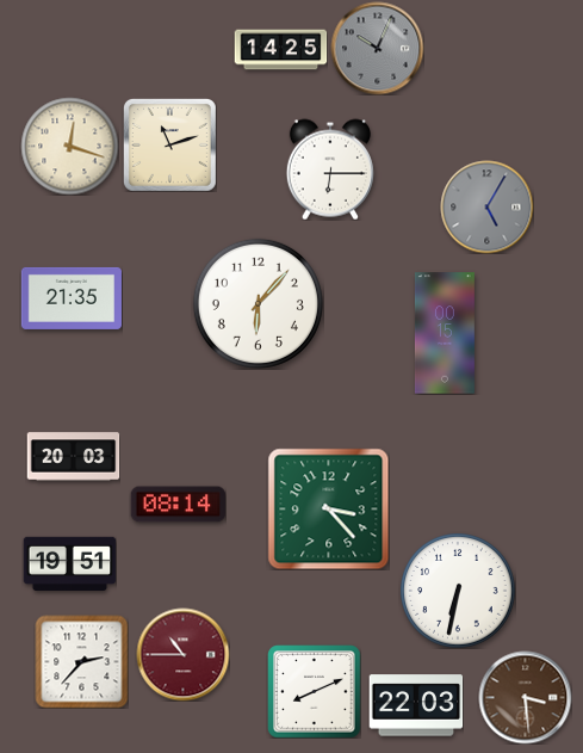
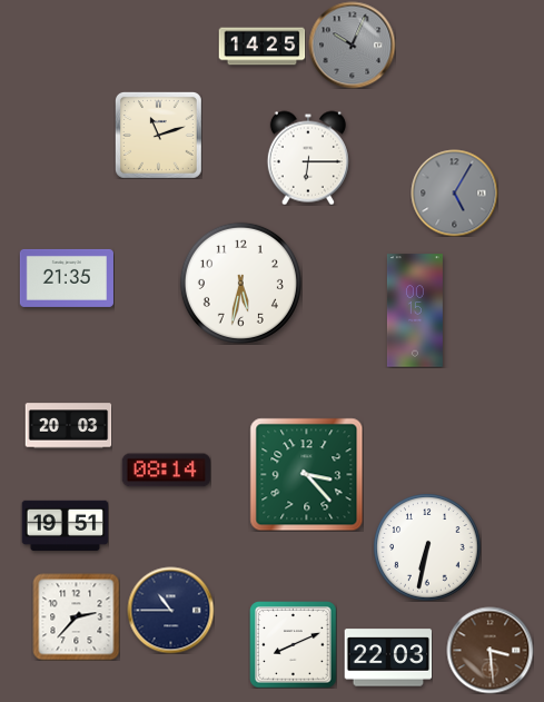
clock at (69, 146): 12:18 -> none
clock at (258, 303): 6:07 -> 5:32
clock at (458, 591) position: (458, 591) -> (427, 547)
clock at (182, 654) dial: burgundy -> navy
